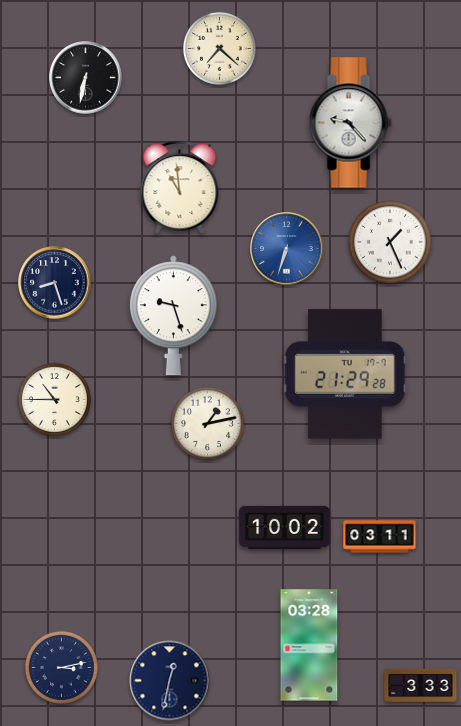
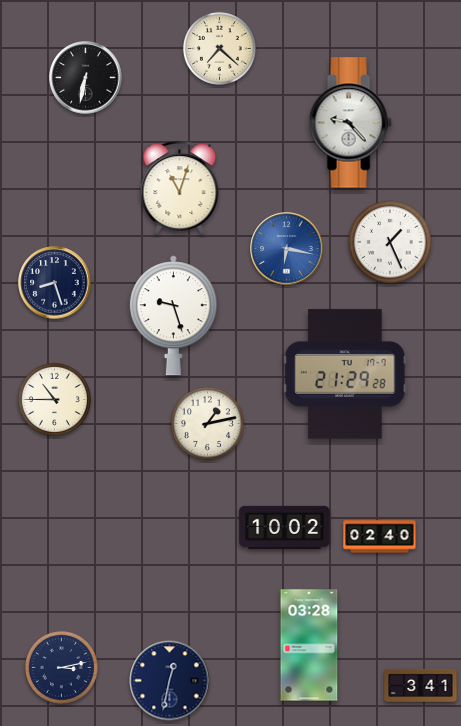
clock at (180, 187): 10:59 -> 11:03
clock at (287, 249): 6:33 -> 6:17
clock at (380, 537): 03:11 -> 02:40
clock at (421, 685): 3:33 -> 3:41
